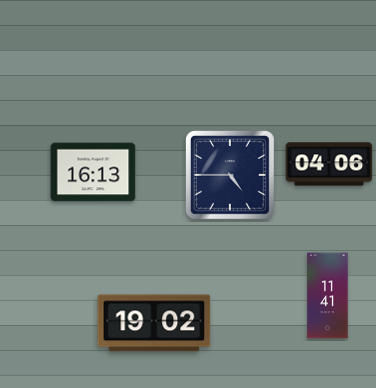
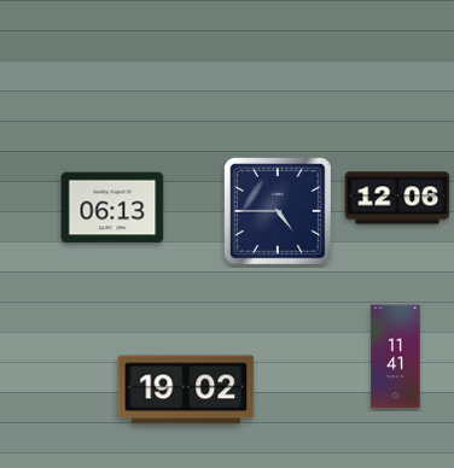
clock at (329, 164): 04:06 -> 12:06
clock at (93, 172): 16:13 -> 06:13
